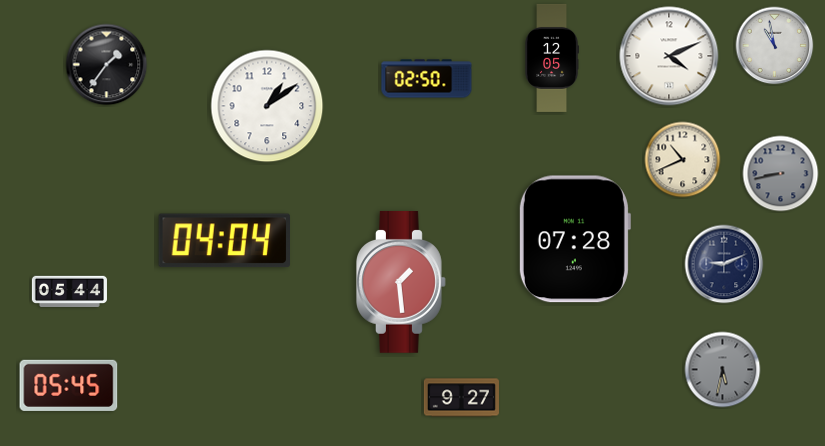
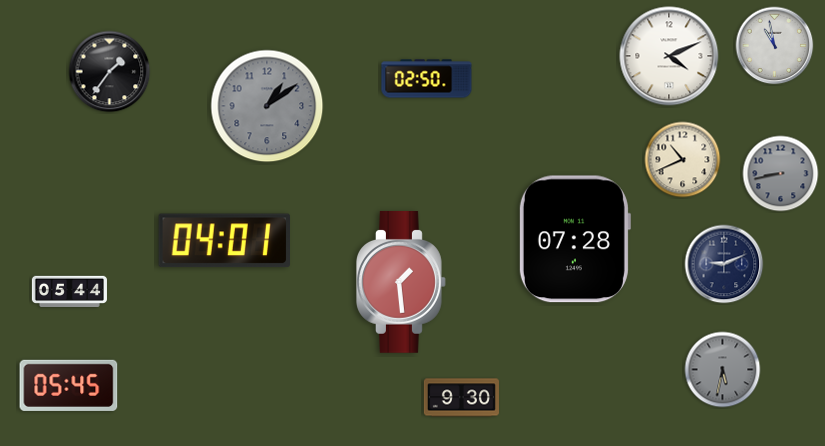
clock at (553, 58): 12:05 -> none
clock at (107, 65) position: (107, 65) -> (110, 72)
clock at (267, 106) dial: white -> grey
clock at (224, 241): 04:04 -> 04:01
clock at (461, 398): 9:27 -> 9:30
